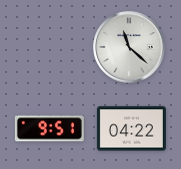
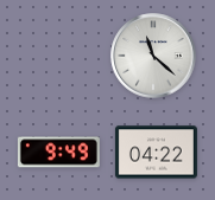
clock at (49, 129): 9:51 -> 9:49
